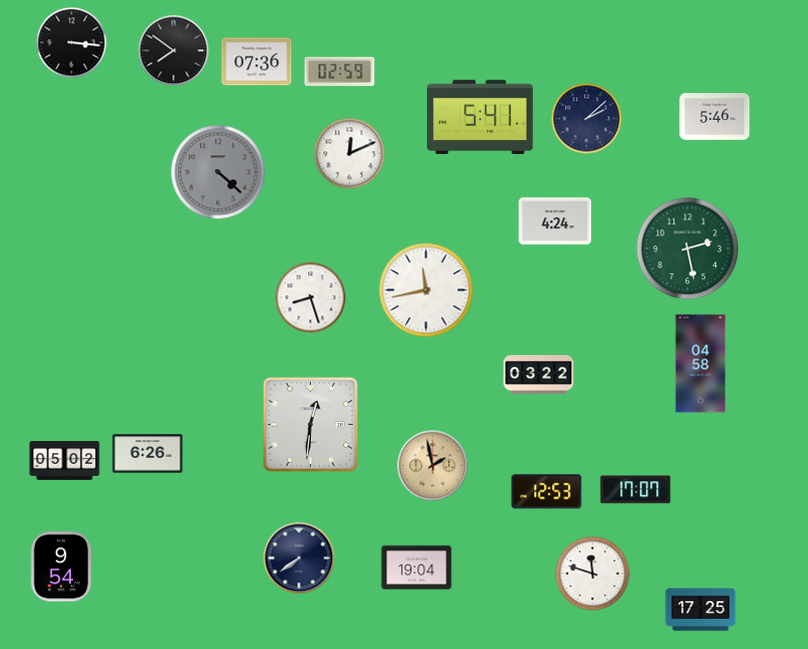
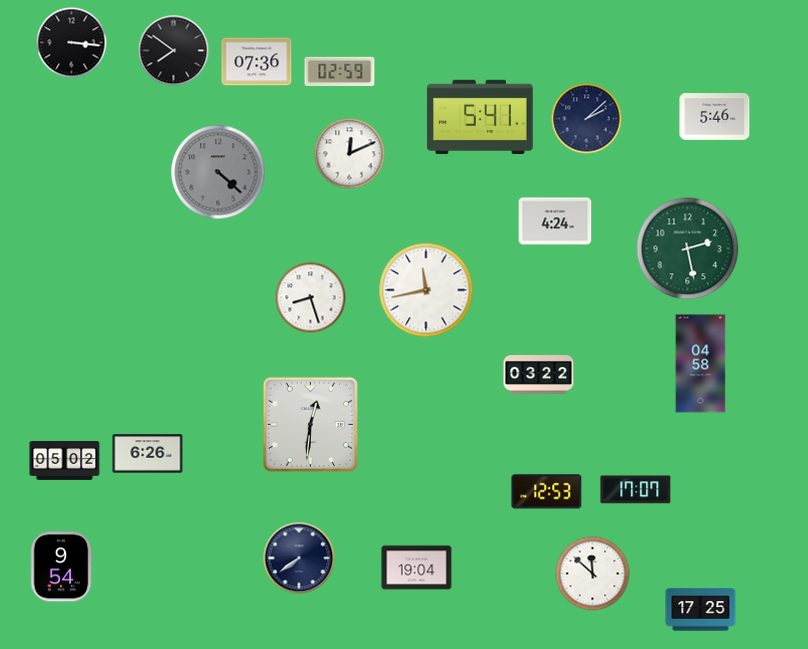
clock at (433, 466): 1:58 -> none
clock at (593, 574): 11:48 -> 11:52
